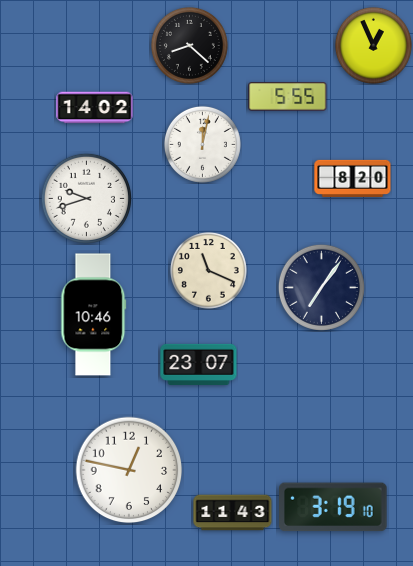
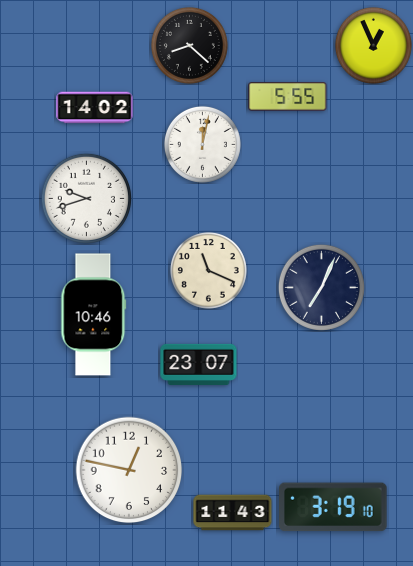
clock at (353, 178): 8:20 -> none
clock at (321, 287): 7:06 -> 7:04
